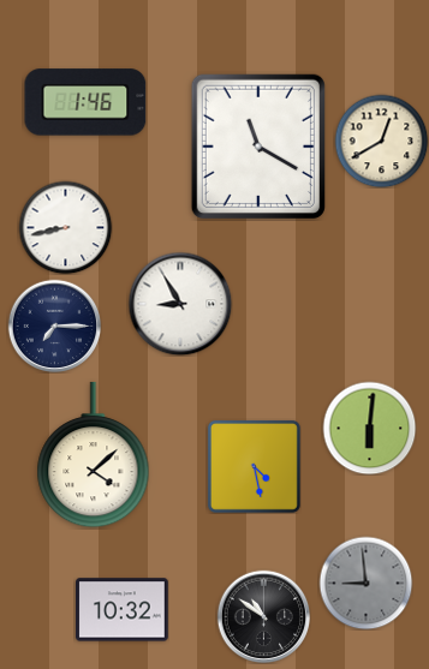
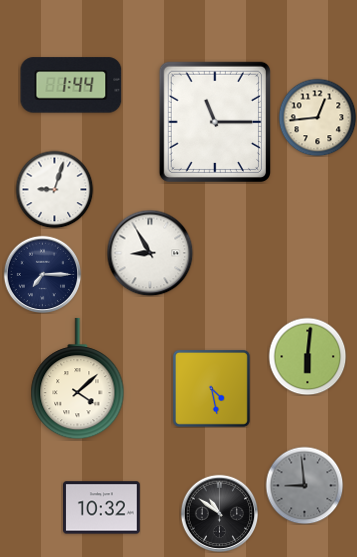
clock at (85, 102): 1:46 -> 1:44
clock at (381, 141): 12:40 -> 12:44
clock at (258, 147): 11:20 -> 11:15
clock at (65, 227): 8:43 -> 9:03
clock at (54, 325) position: (54, 325) -> (42, 274)
